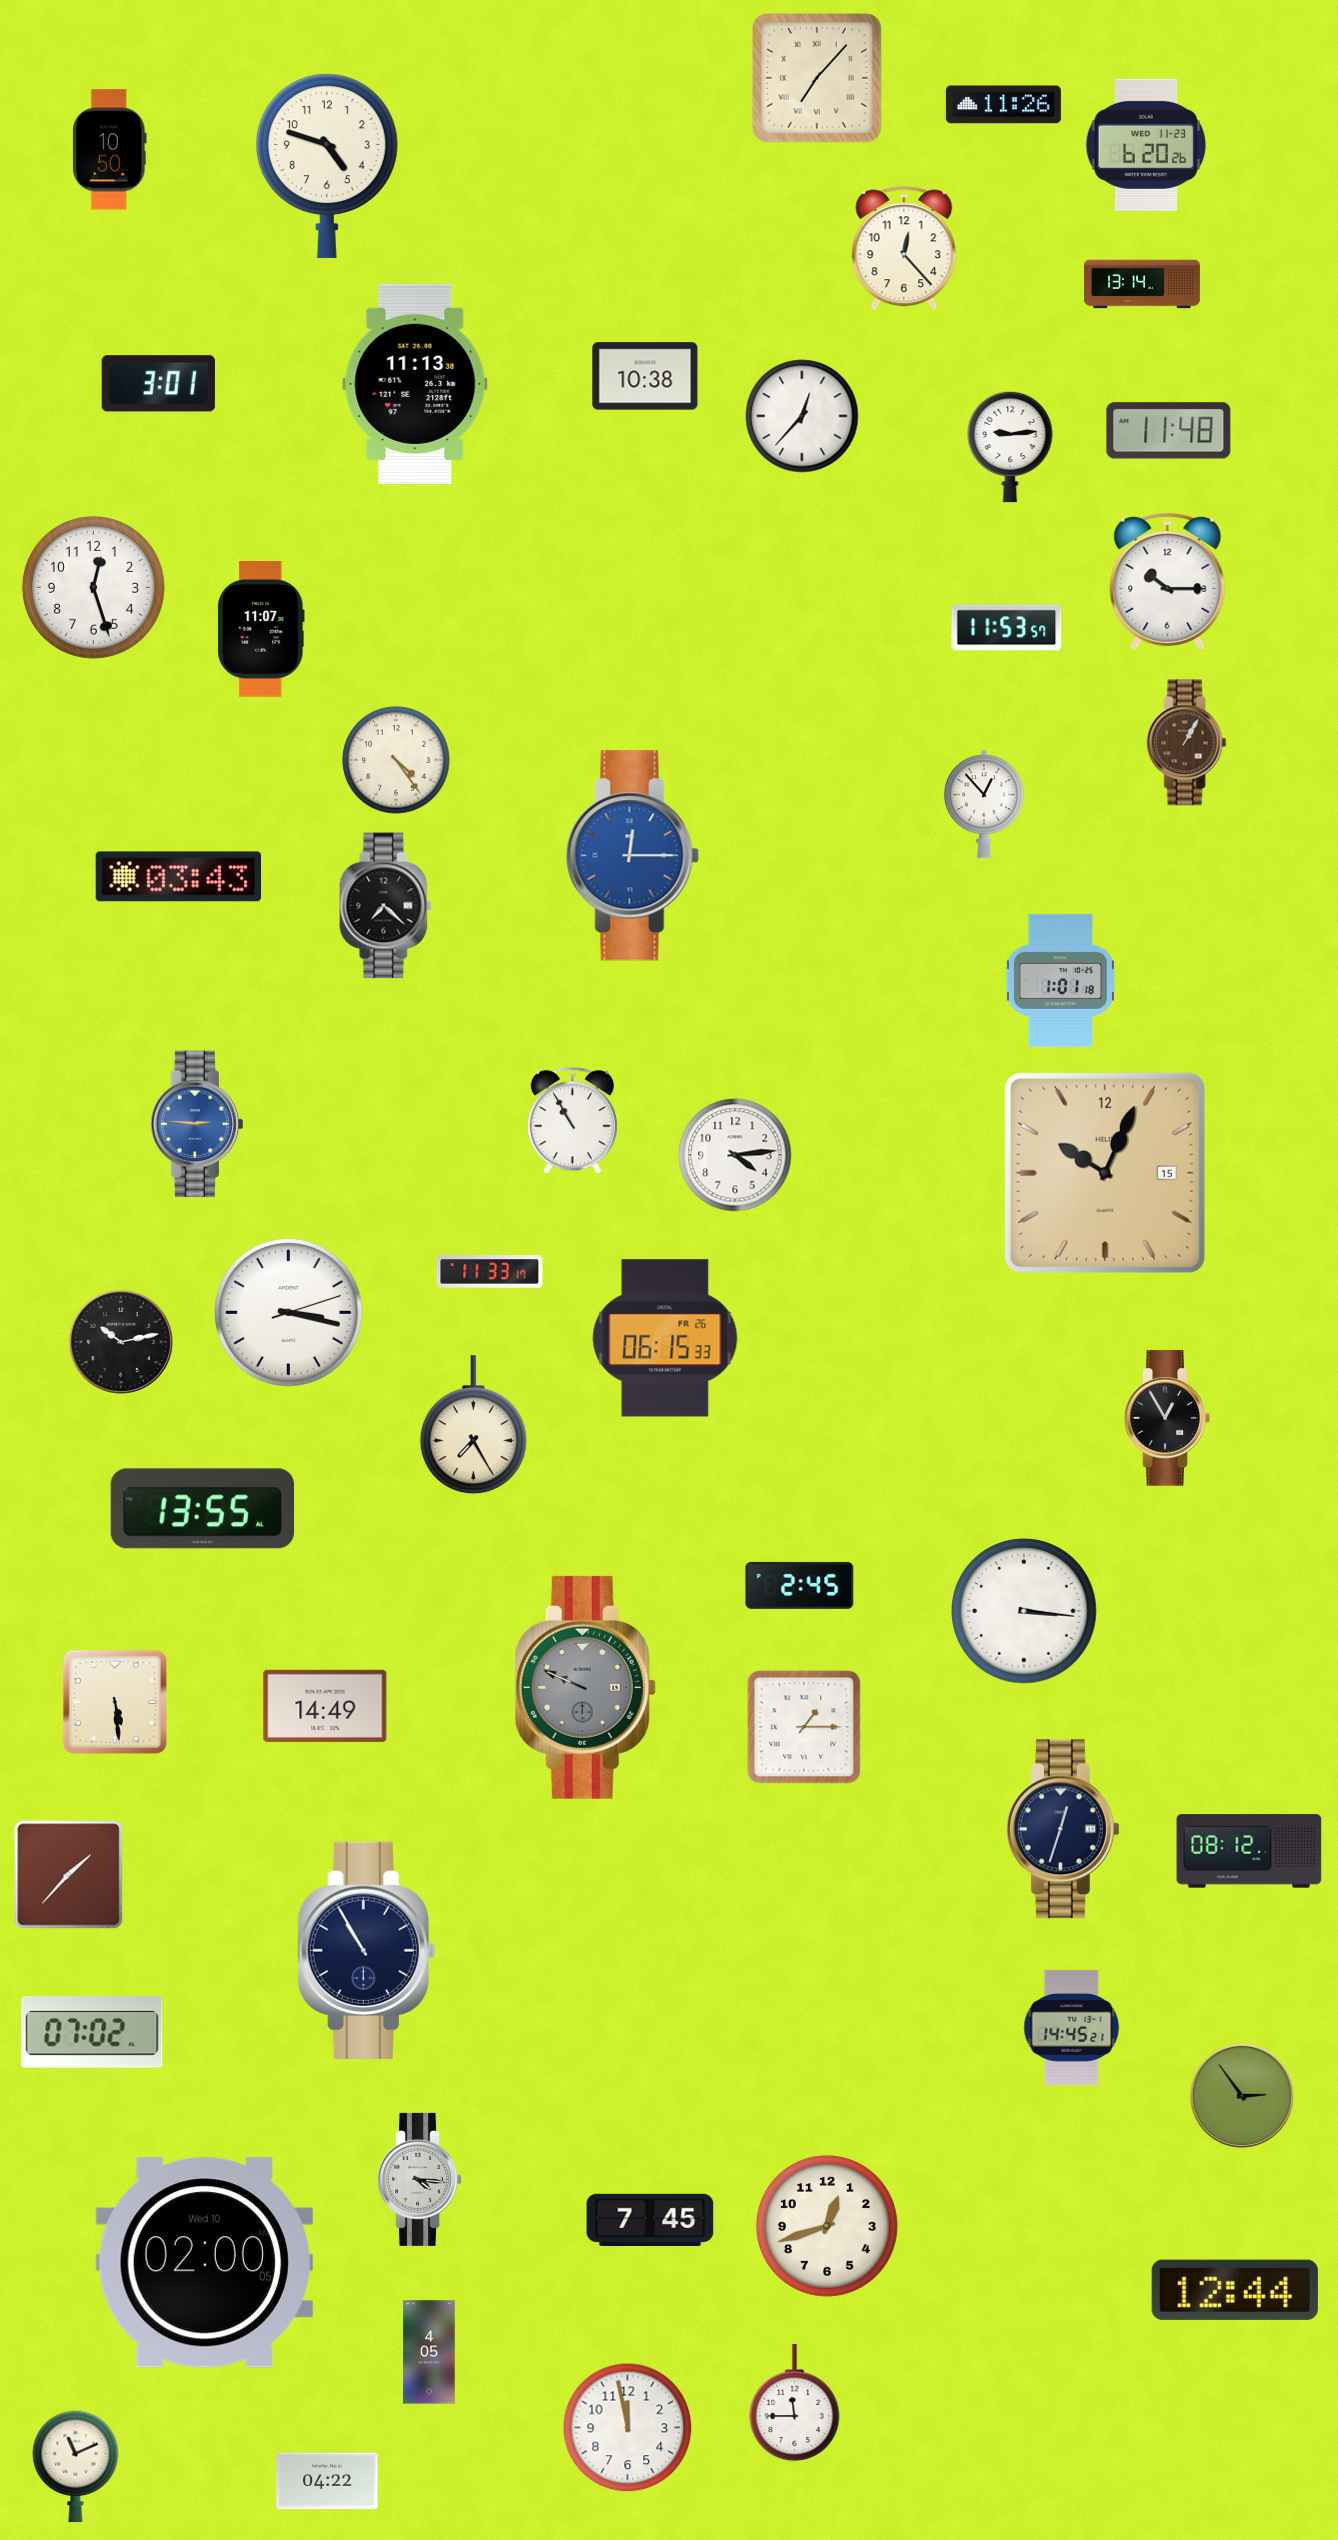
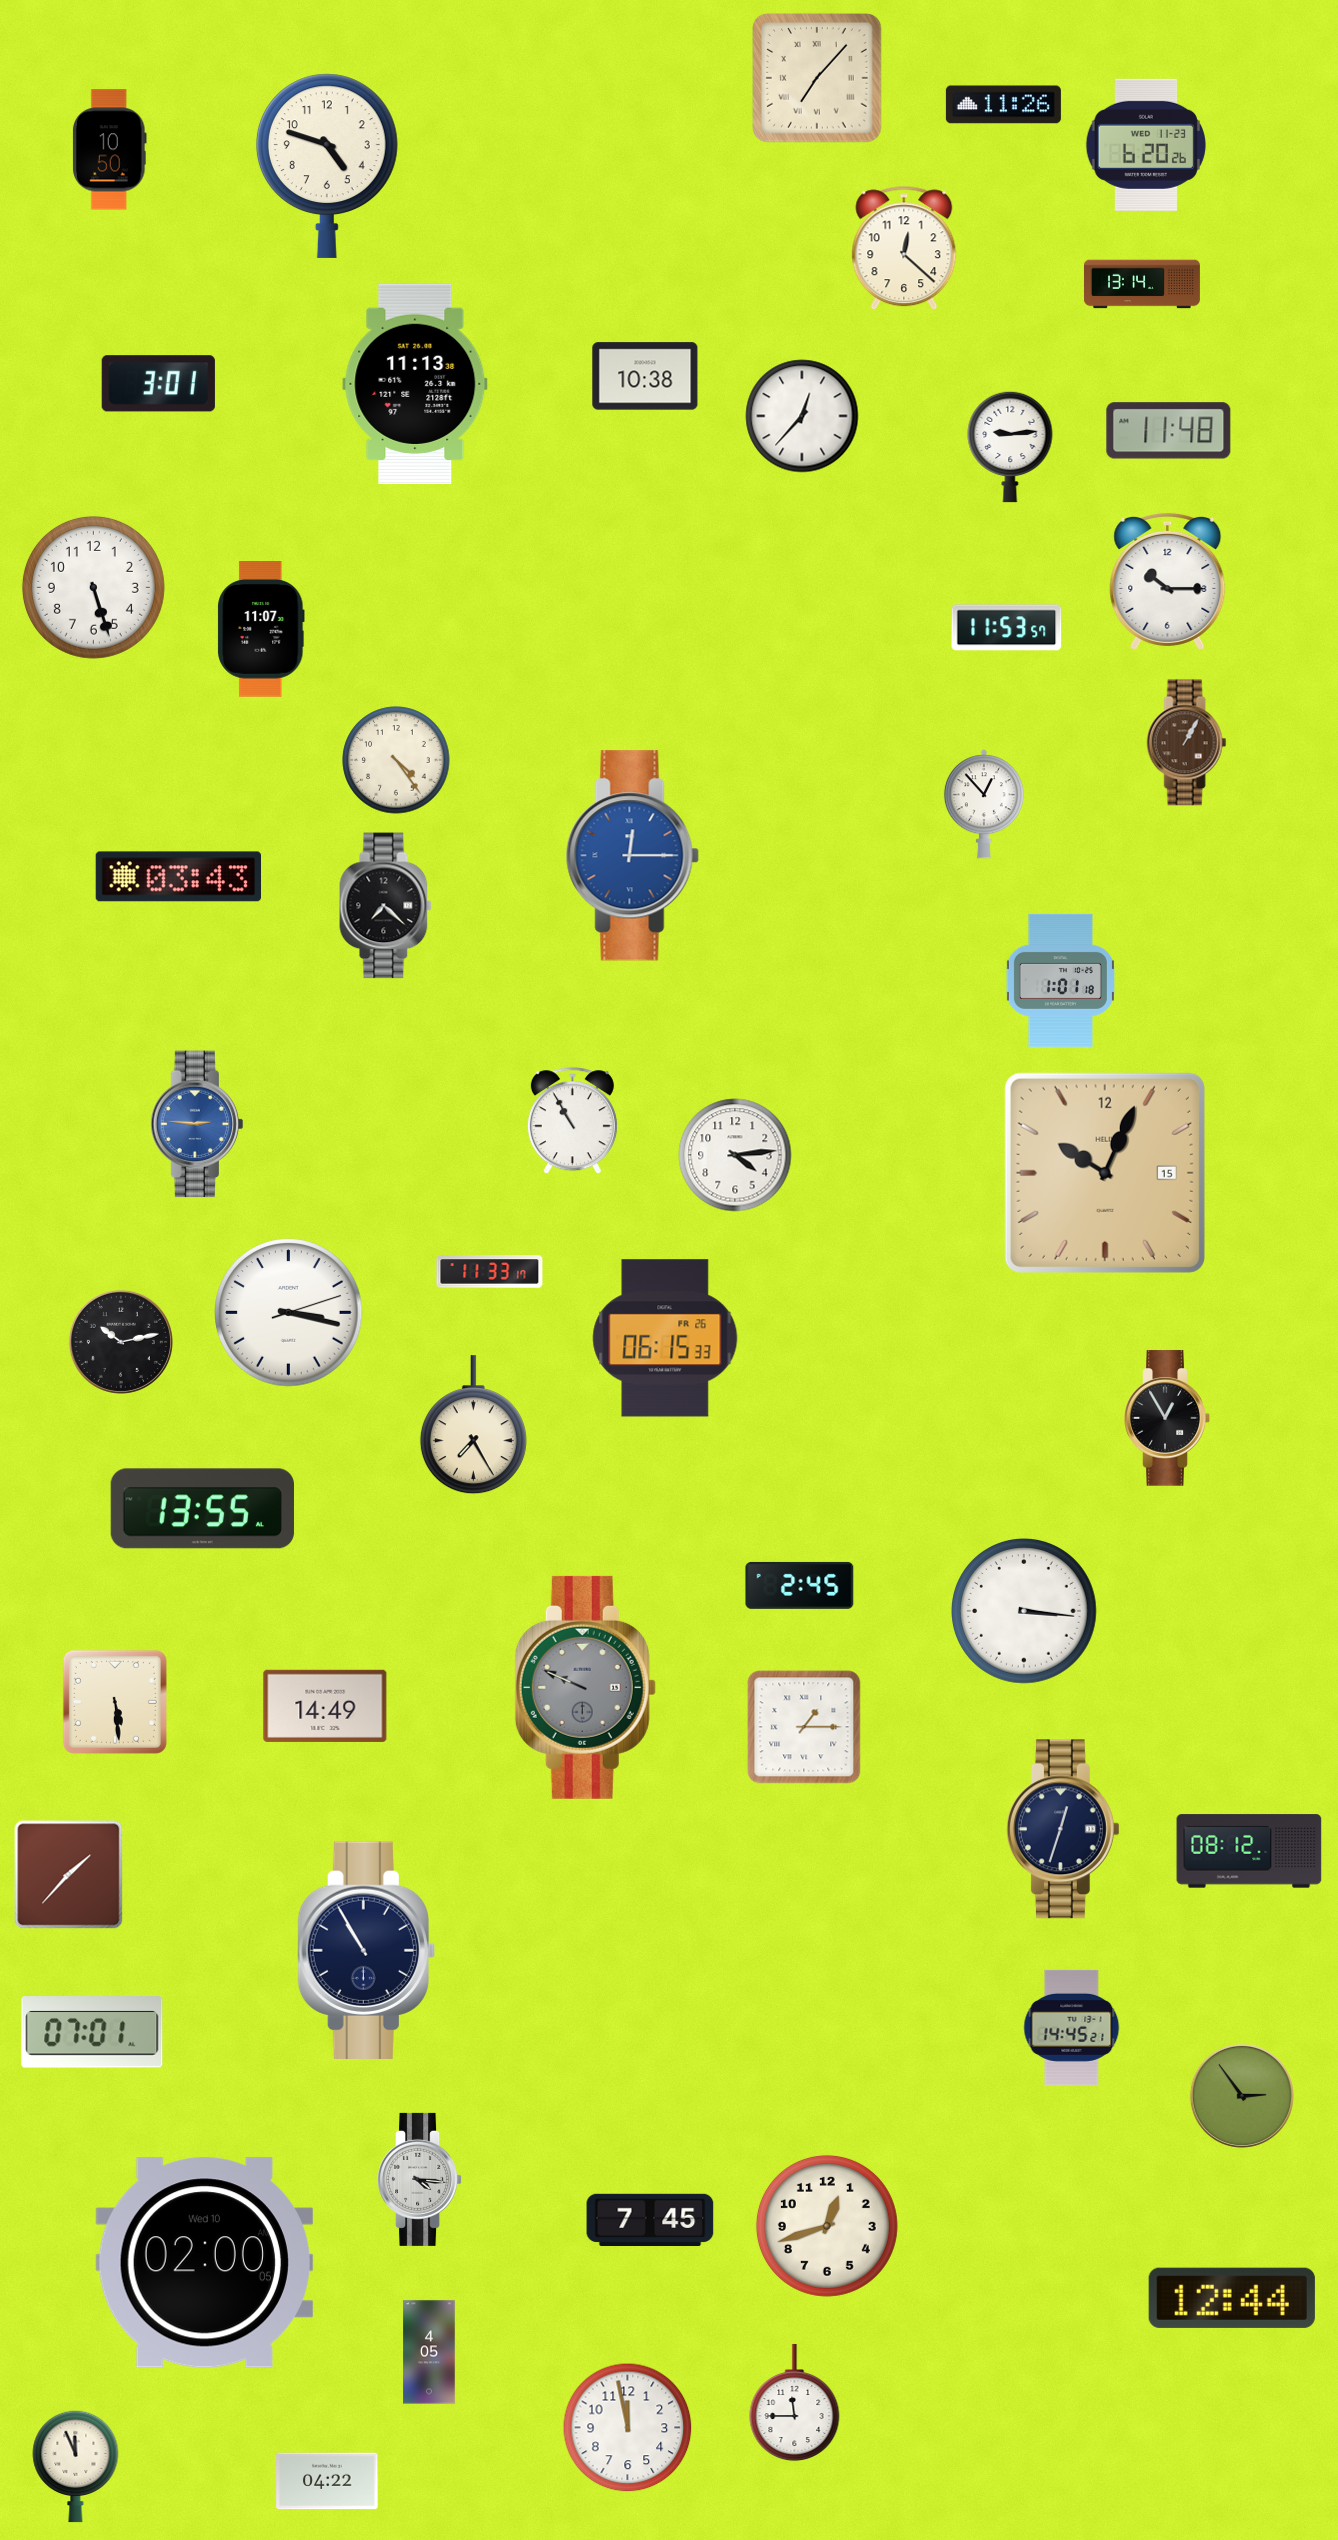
clock at (904, 248): 12:23 -> 12:22
clock at (93, 587): 12:27 -> 5:27
clock at (92, 2032): 07:02 -> 07:01
clock at (1235, 2290) position: (1235, 2290) -> (1232, 2298)
clock at (76, 2466): 11:11 -> 11:56
